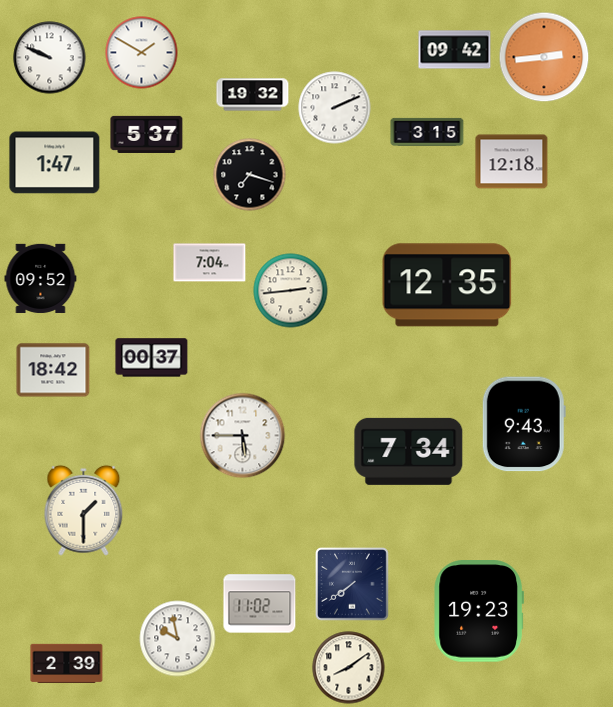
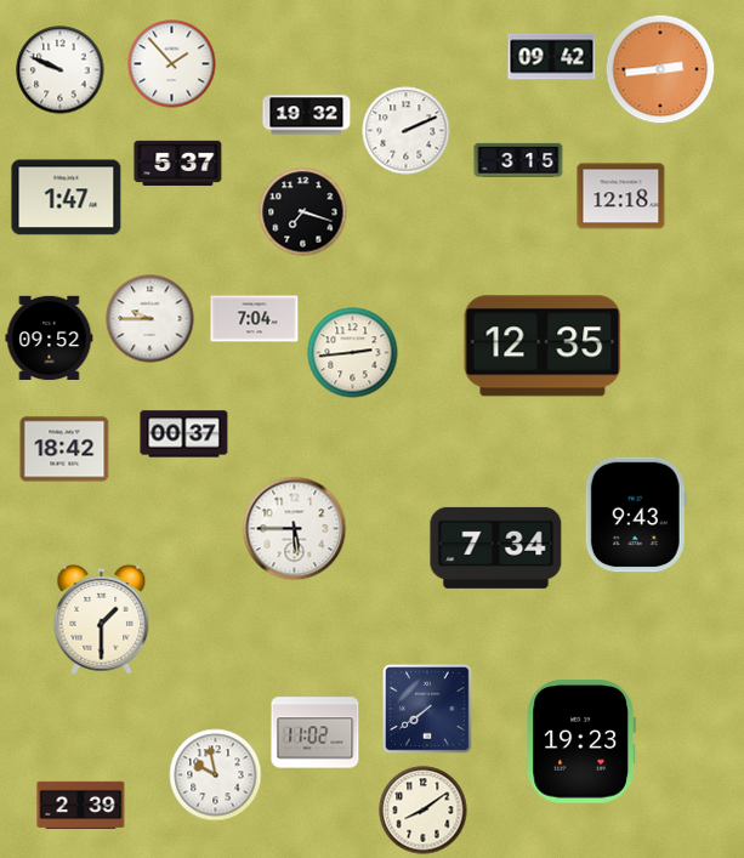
clock at (455, 50) position: (455, 50) -> (552, 57)
clock at (142, 53): 1:50 -> 1:53
clock at (150, 319): none -> 9:45
